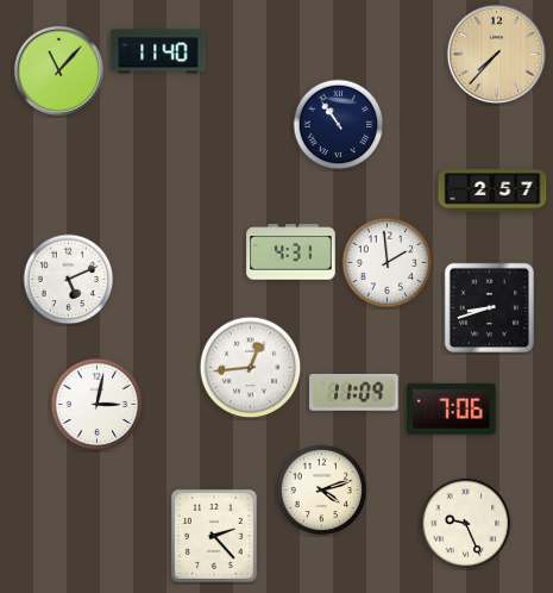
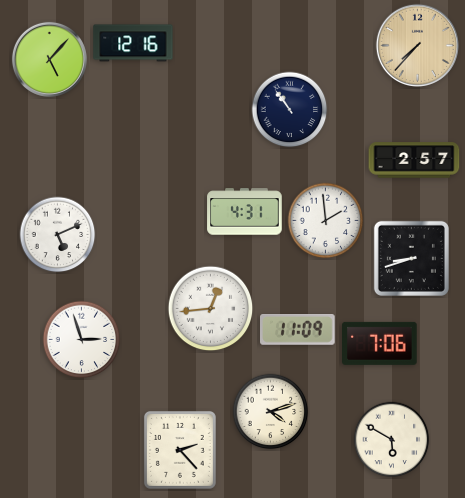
clock at (158, 51): 11:40 -> 12:16
clock at (58, 70): 11:07 -> 5:07
clock at (339, 125) position: (339, 125) -> (290, 110)
clock at (98, 405): 3:02 -> 2:57
clock at (466, 524): 9:26 -> 5:50
